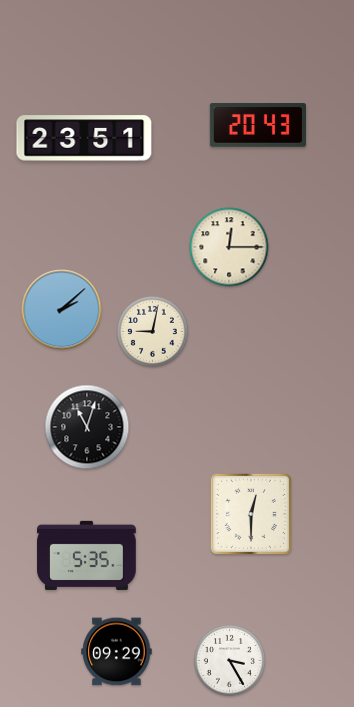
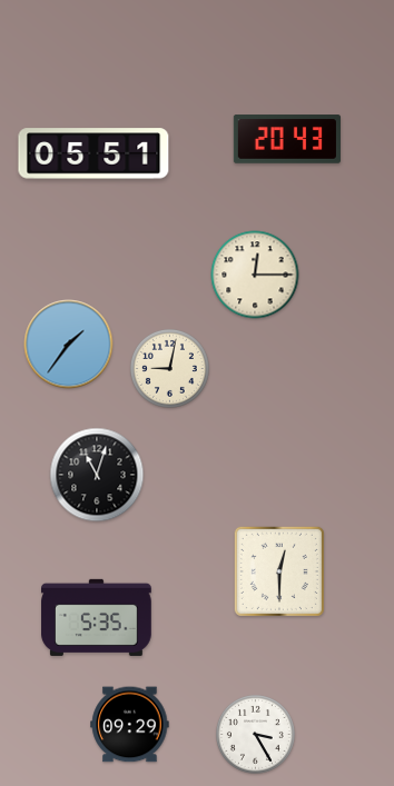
clock at (84, 138): 23:51 -> 05:51
clock at (62, 310): 2:08 -> 1:36
